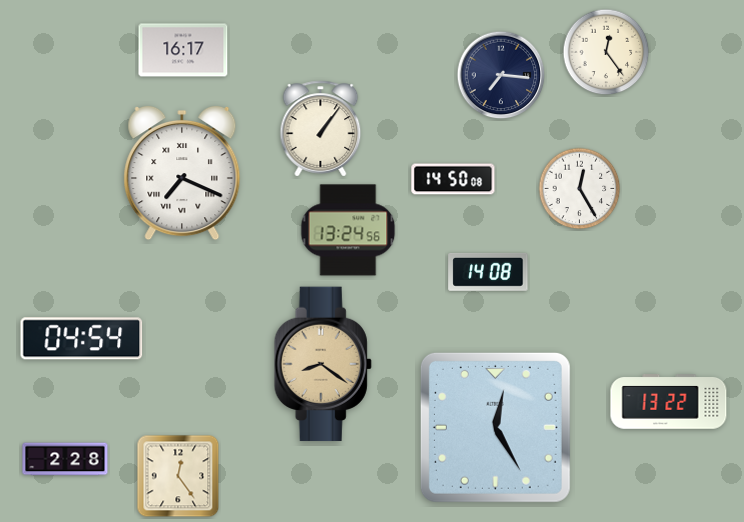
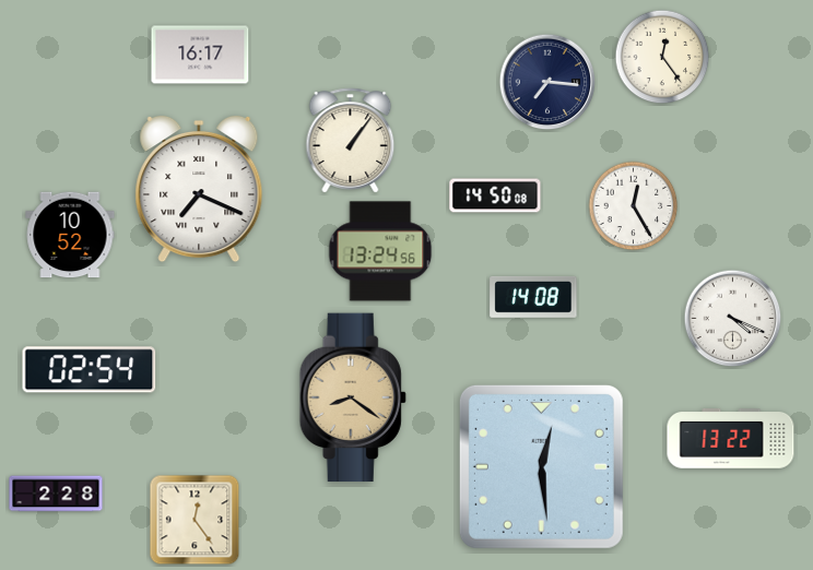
clock at (70, 235): none -> 10:52
clock at (733, 319): none -> 4:19
clock at (82, 339): 04:54 -> 02:54
clock at (495, 427): 12:25 -> 12:29
clock at (65, 459) position: (65, 459) -> (56, 494)
